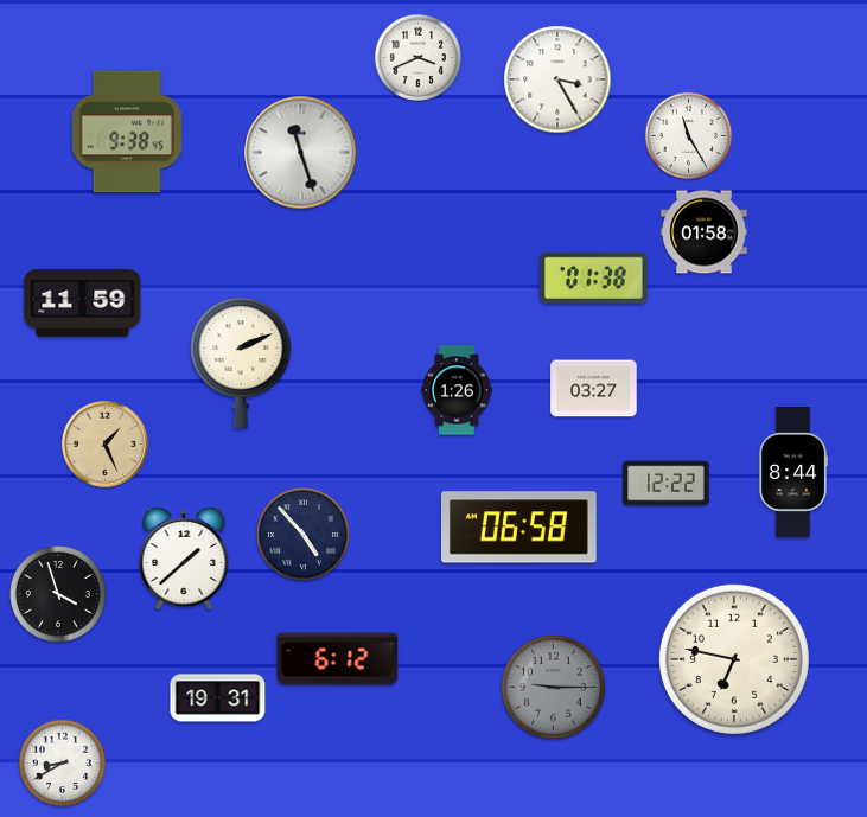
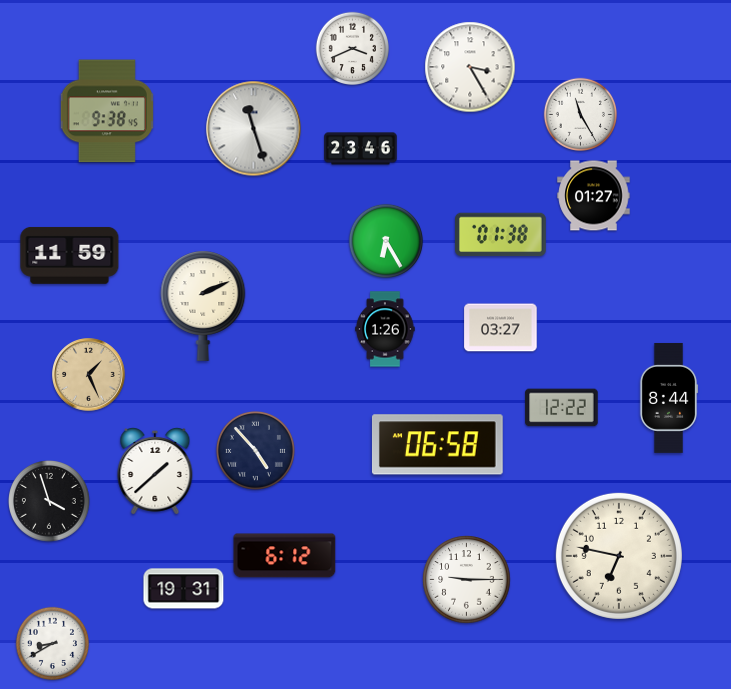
clock at (361, 149): none -> 23:46
clock at (705, 232): 01:58 -> 01:27
clock at (386, 241): none -> 6:25
clock at (554, 688) dial: grey -> white
